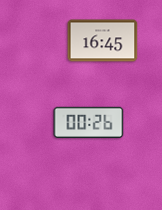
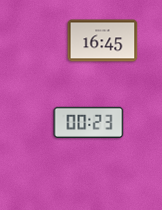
clock at (89, 123): 00:26 -> 00:23
